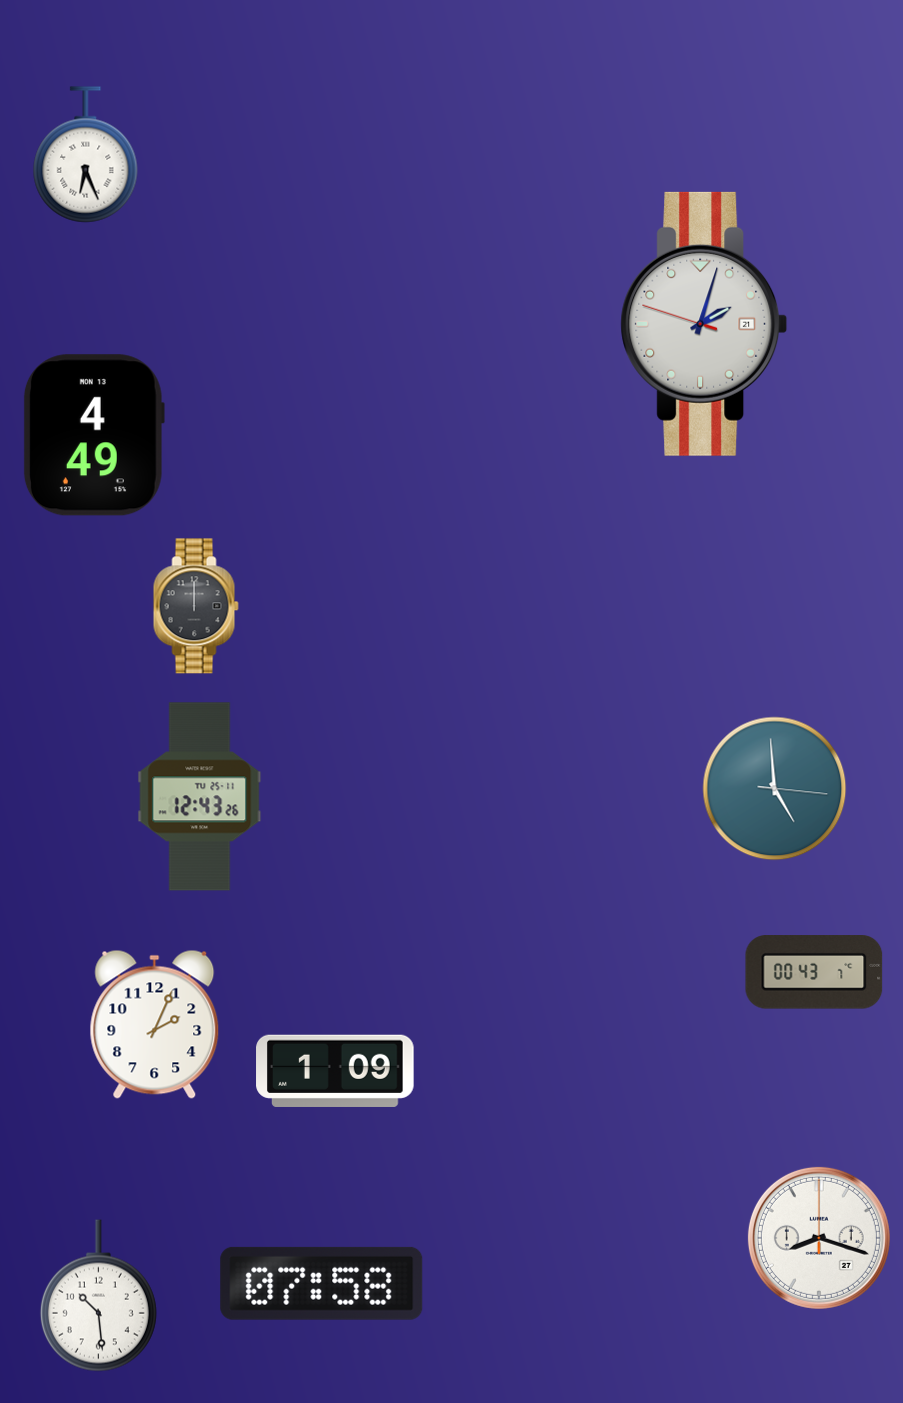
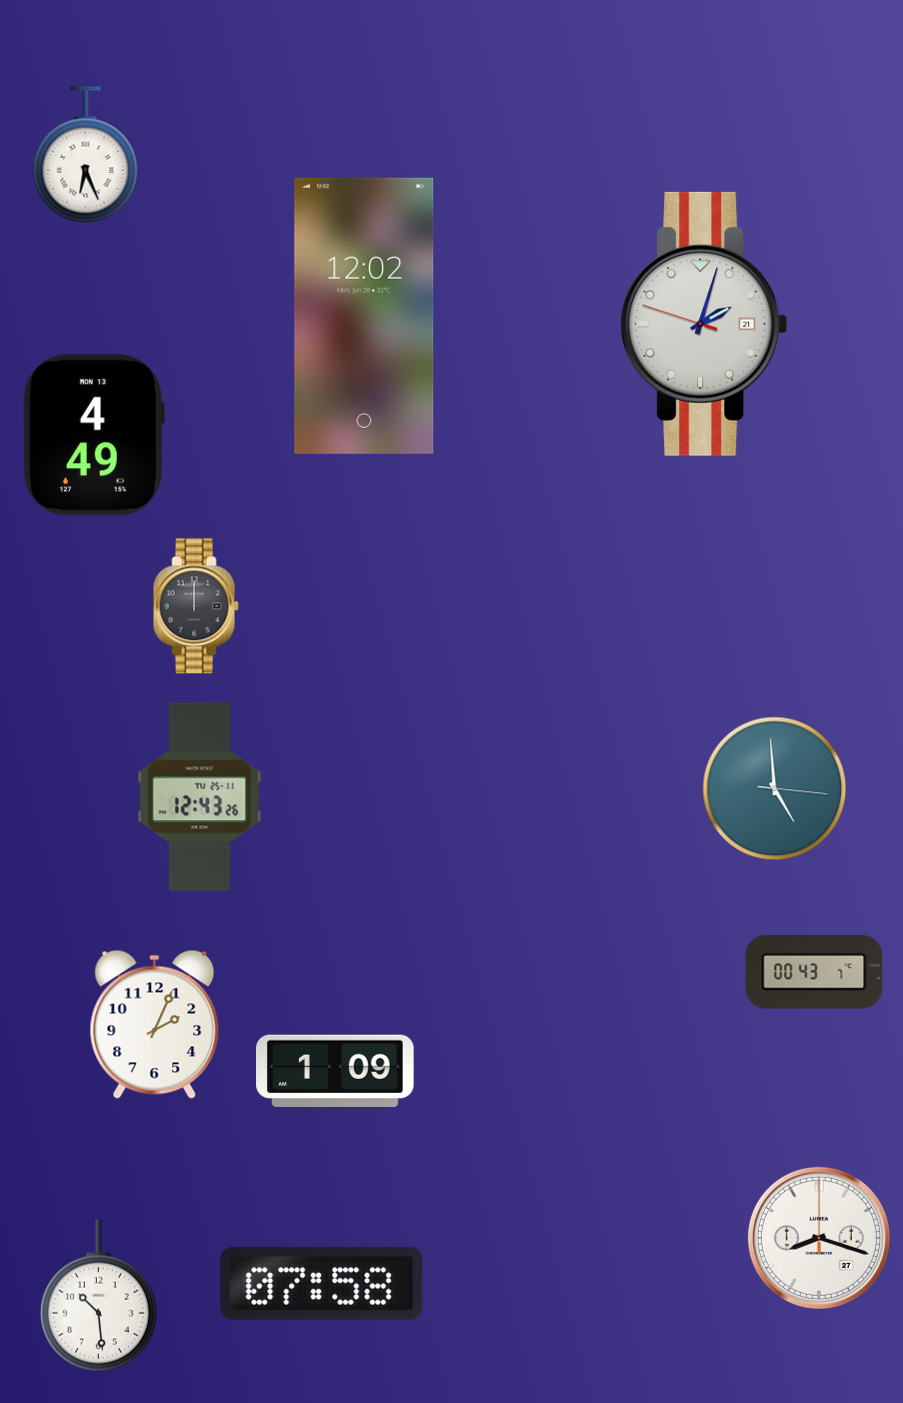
clock at (364, 316): none -> 12:02
